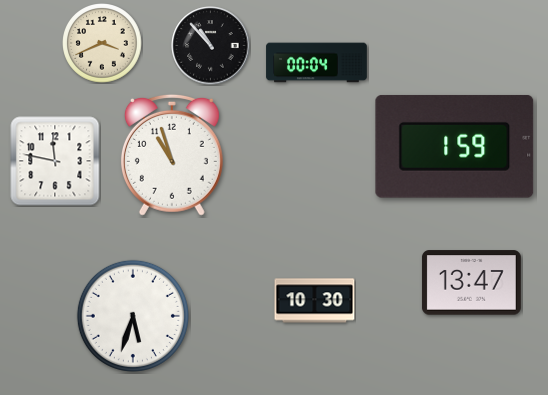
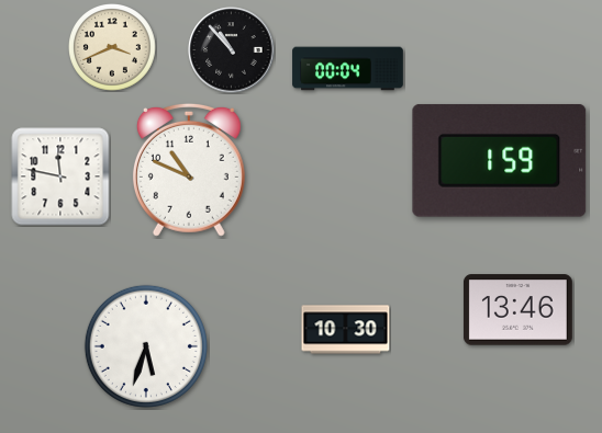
clock at (172, 155): 10:57 -> 10:49
clock at (471, 283): 13:47 -> 13:46
